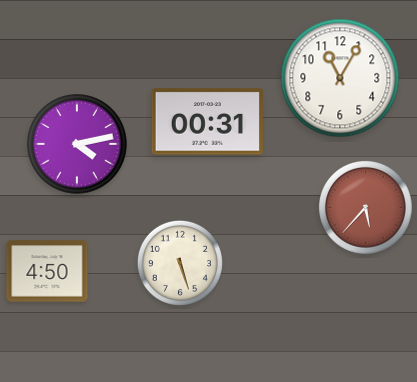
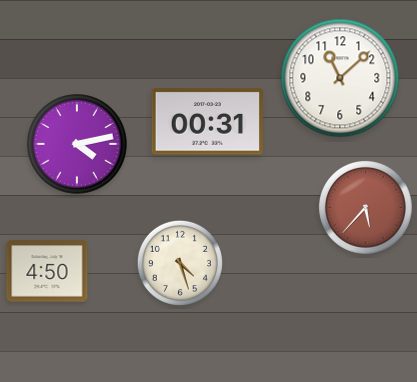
clock at (340, 78): 11:05 -> 11:08
clock at (180, 263): 5:27 -> 4:27
